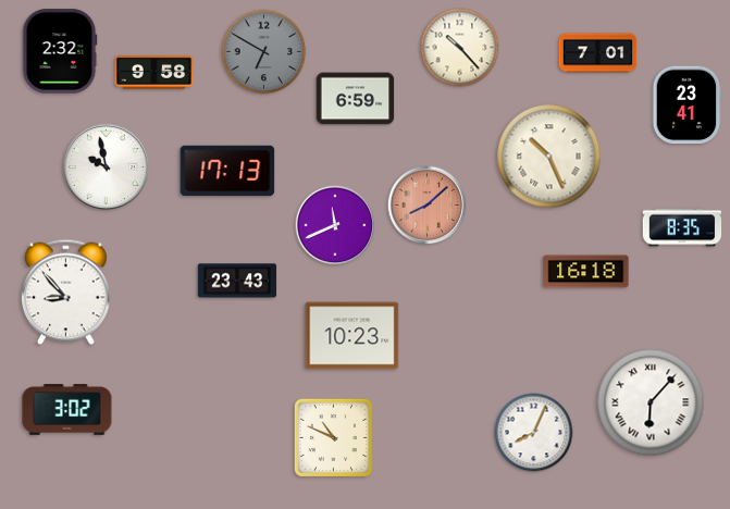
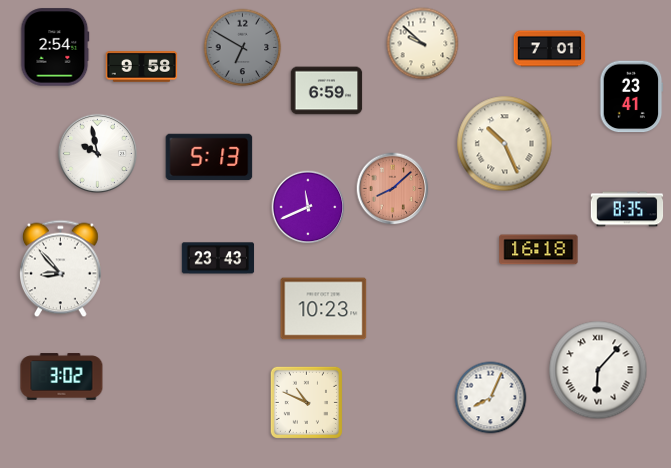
clock at (460, 48): 10:23 -> 9:52
clock at (60, 51): 2:32 -> 2:54
clock at (227, 171): 17:13 -> 5:13
